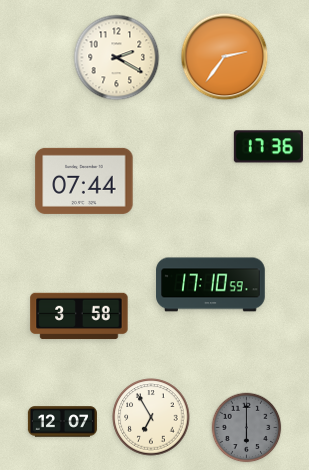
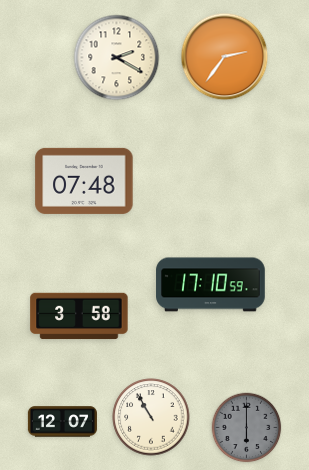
clock at (268, 147): 17:36 -> none
clock at (84, 181): 07:44 -> 07:48
clock at (151, 417): 6:55 -> 10:55
